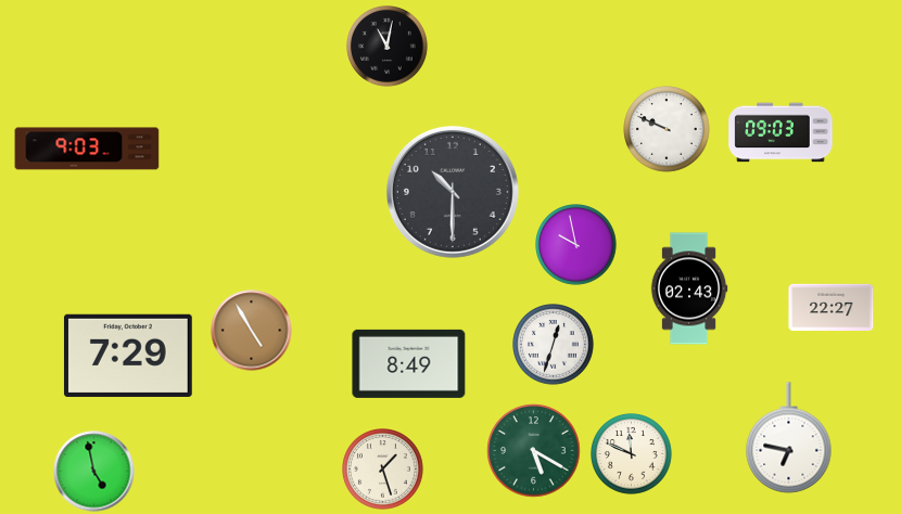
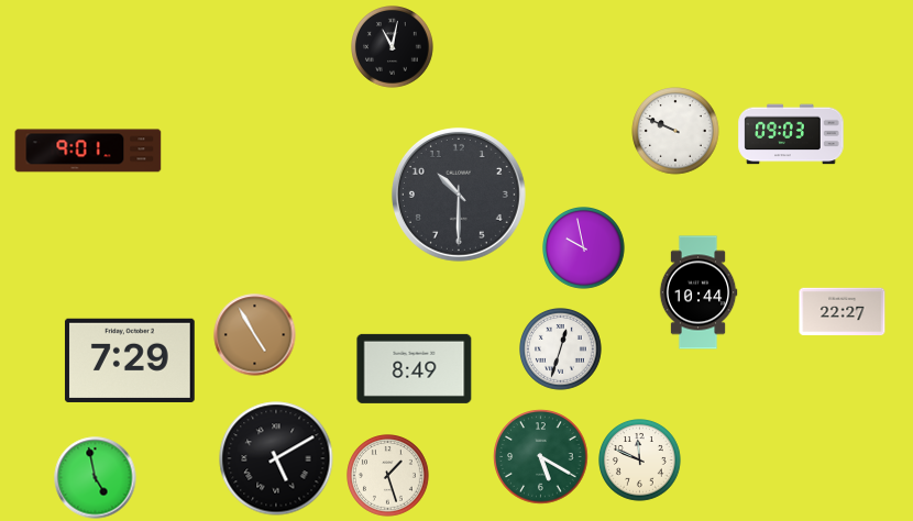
clock at (87, 149): 9:03 -> 9:01
clock at (689, 288): 02:43 -> 10:44
clock at (789, 438): 6:47 -> none
clock at (276, 458): none -> 5:10
